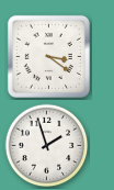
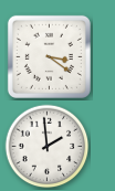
clock at (47, 146): 1:57 -> 1:59
